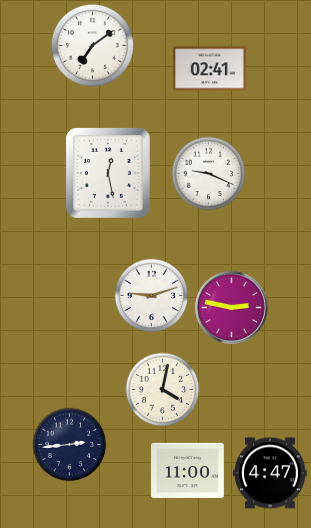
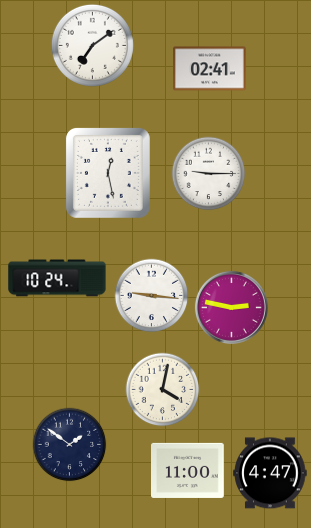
clock at (209, 174): 9:19 -> 9:15
clock at (57, 278): none -> 10:24
clock at (152, 296): 9:12 -> 9:16
clock at (70, 445): 2:44 -> 1:51
